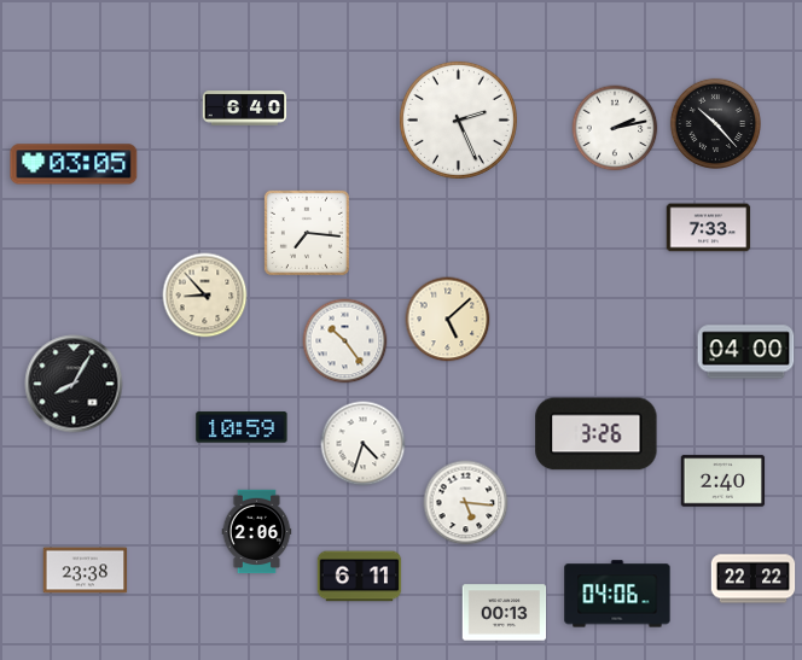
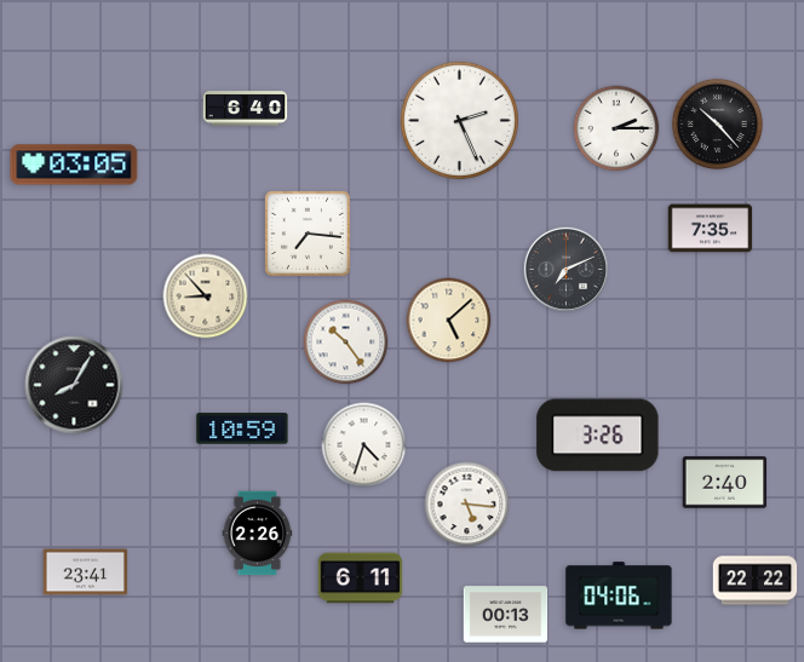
clock at (615, 128): 2:13 -> 2:15
clock at (709, 228): 7:33 -> 7:35
clock at (565, 269): none -> 7:11
clock at (746, 352): 04:00 -> none
clock at (257, 532): 2:06 -> 2:26
clock at (86, 571): 23:38 -> 23:41
